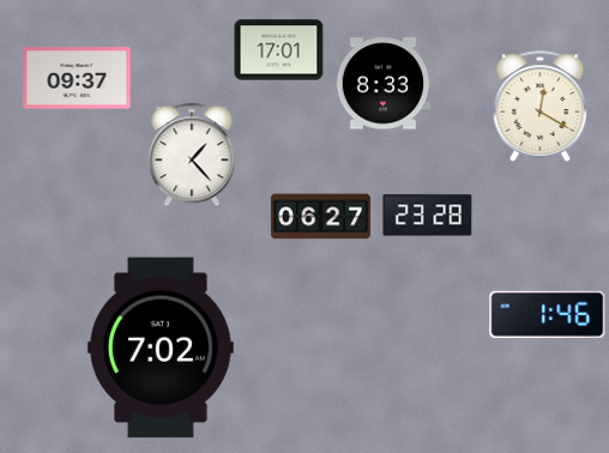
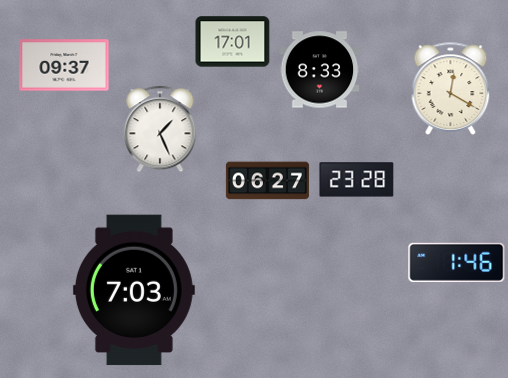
clock at (192, 155): 1:23 -> 1:26
clock at (161, 348): 7:02 -> 7:03
